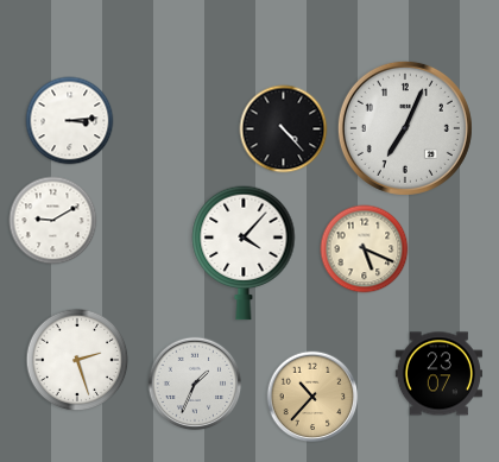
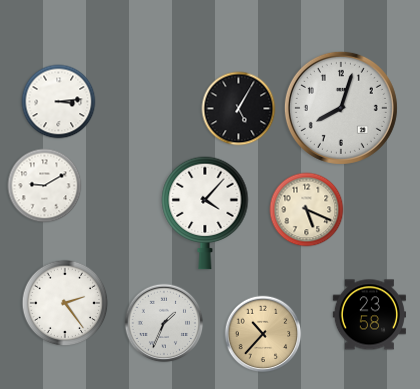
clock at (405, 128): 7:04 -> 8:03
clock at (284, 129): 4:23 -> 5:05
clock at (77, 360): 2:27 -> 2:24
clock at (438, 374): 23:07 -> 23:58
